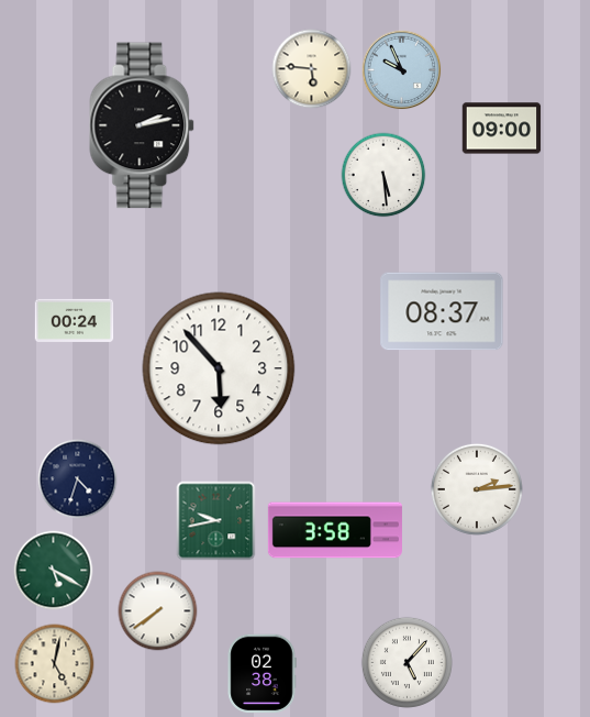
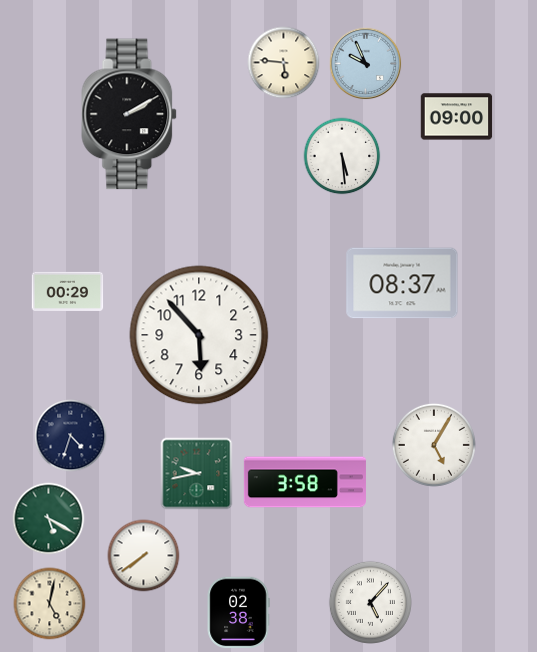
clock at (143, 125): 2:13 -> 2:10
clock at (383, 175) position: (383, 175) -> (342, 156)
clock at (75, 320): 00:24 -> 00:29
clock at (477, 489): 2:14 -> 5:05
